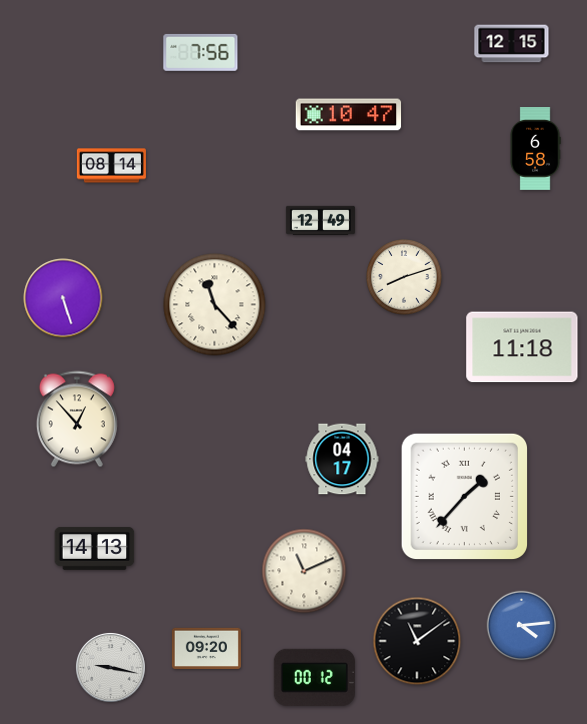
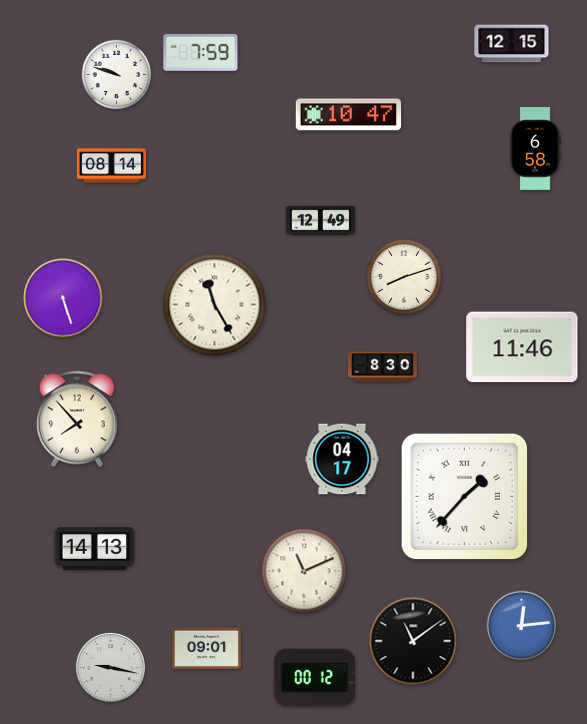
clock at (201, 52): 7:56 -> 7:59
clock at (117, 75): none -> 9:48
clock at (215, 305): 11:23 -> 11:25
clock at (522, 347): 11:18 -> 11:46
clock at (382, 367): none -> 8:30
clock at (77, 419): 12:53 -> 7:53
clock at (522, 626): 4:14 -> 12:14
clock at (417, 641) position: (417, 641) -> (413, 641)
clock at (206, 648): 09:20 -> 09:01
